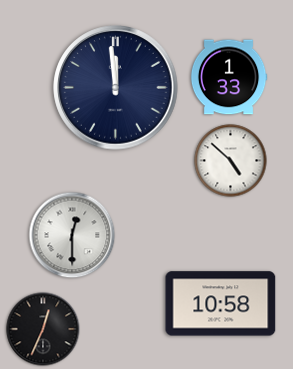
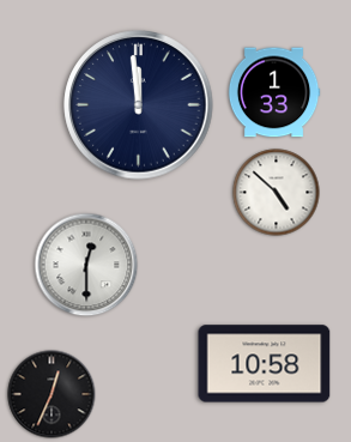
clock at (72, 235) position: (72, 235) -> (86, 265)
